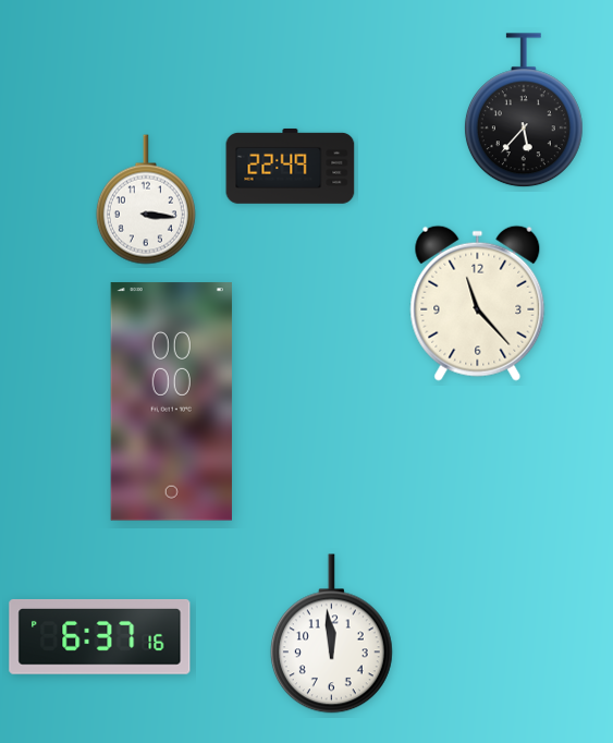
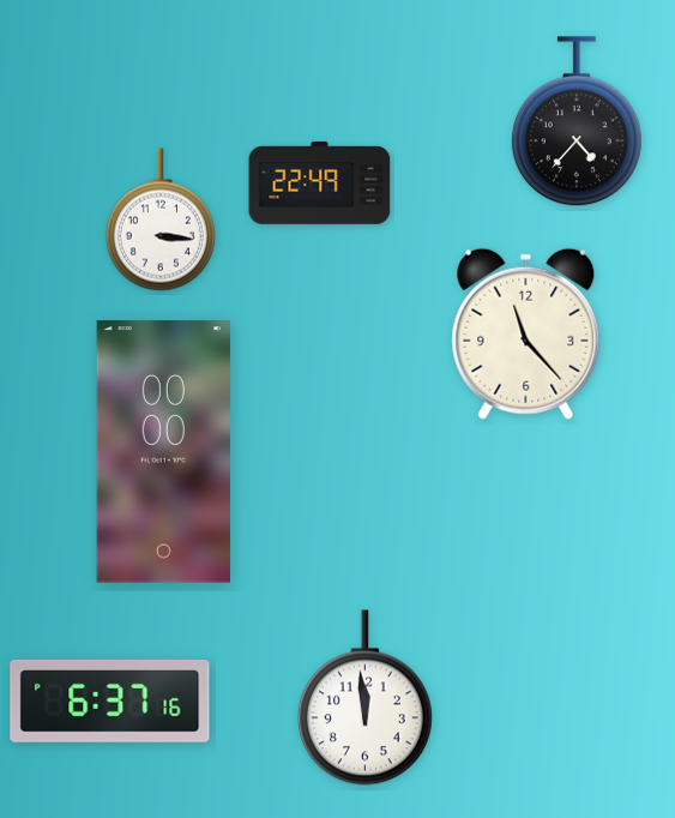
clock at (524, 111): 5:37 -> 4:37
clock at (171, 402) position: (171, 402) -> (163, 452)
